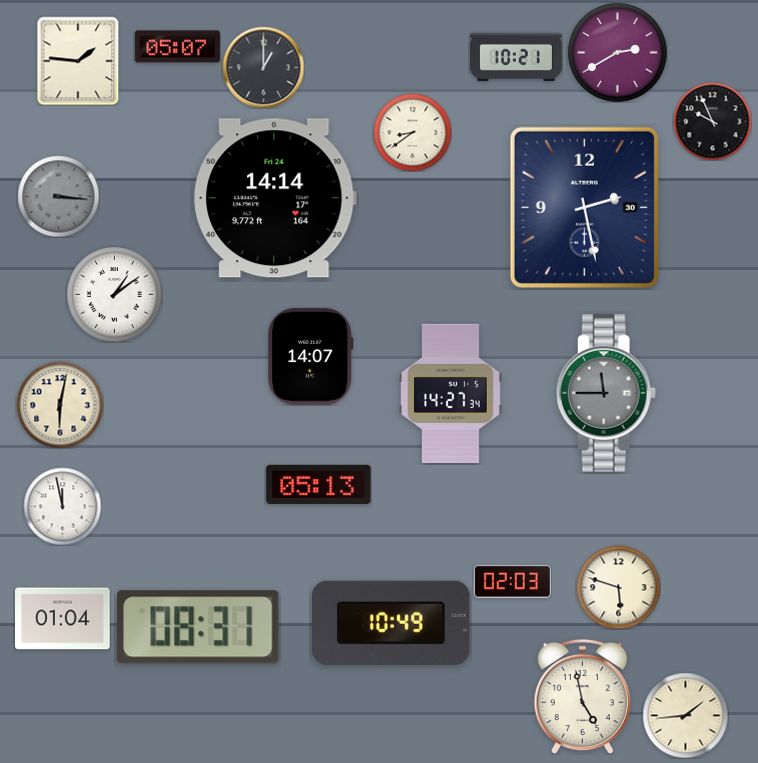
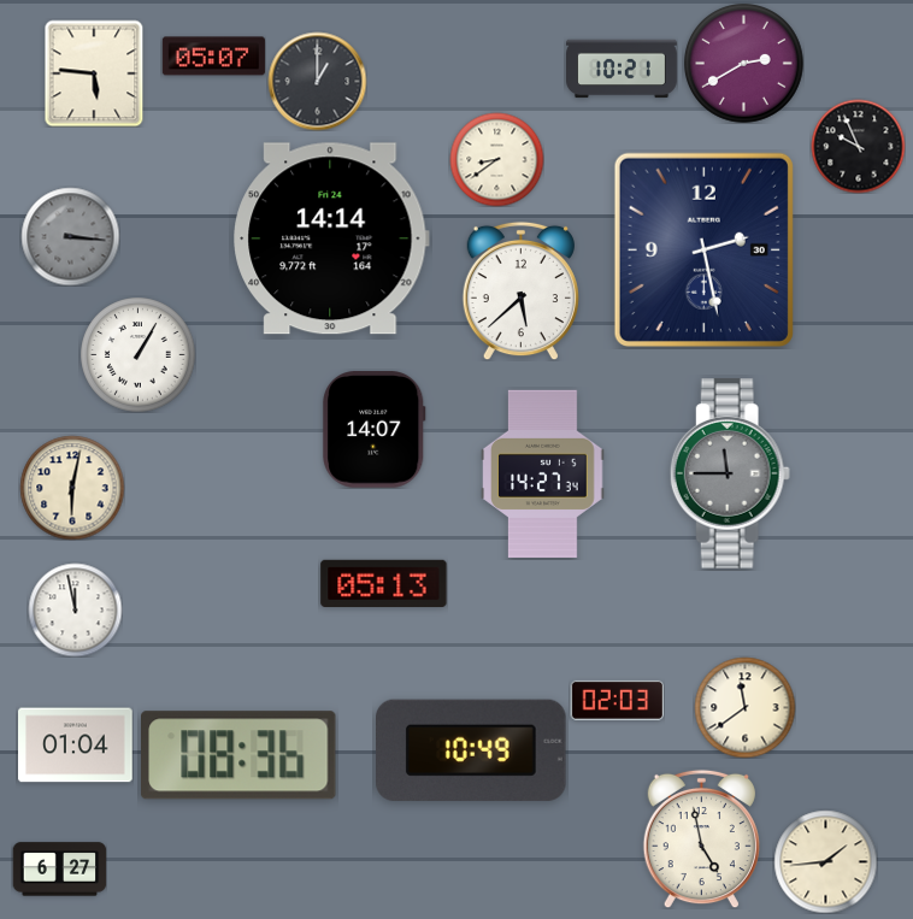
clock at (78, 61): 1:46 -> 5:46
clock at (520, 290): none -> 5:38
clock at (114, 294): 1:09 -> 1:05
clock at (618, 587): 5:48 -> 11:39
clock at (199, 627): 08:31 -> 08:36
clock at (59, 870): none -> 6:27
